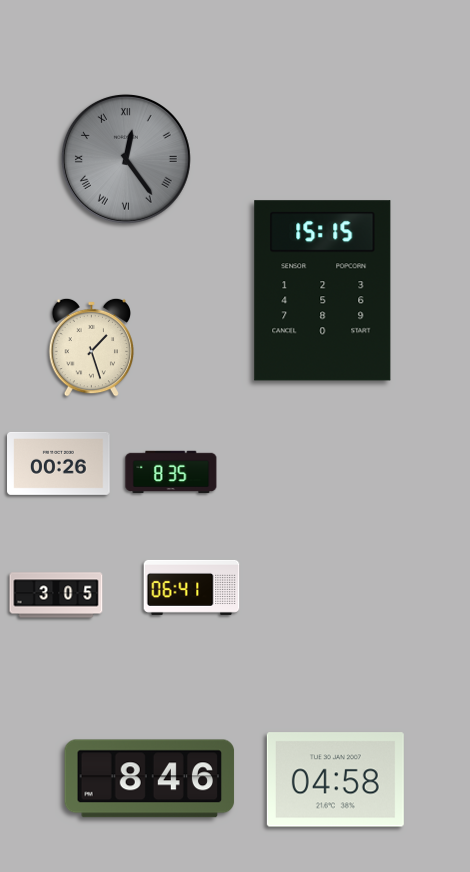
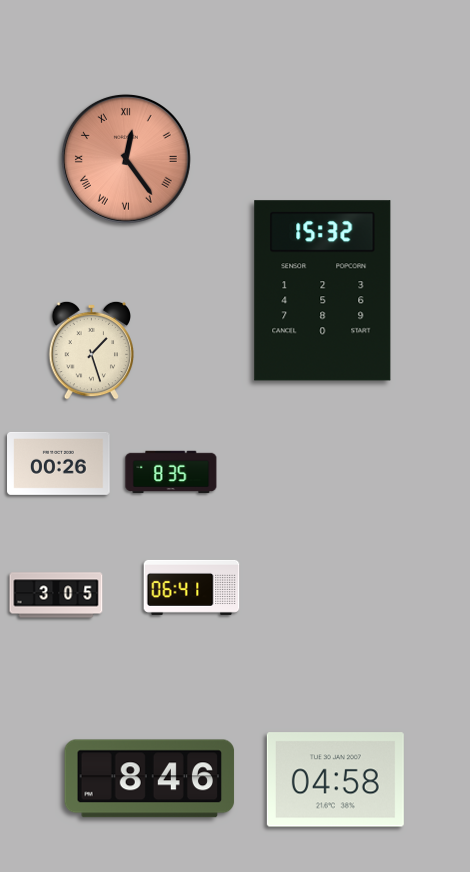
clock at (126, 159) dial: grey -> salmon
clock at (323, 291): 15:15 -> 15:32
clock at (92, 347) position: (92, 347) -> (92, 350)
